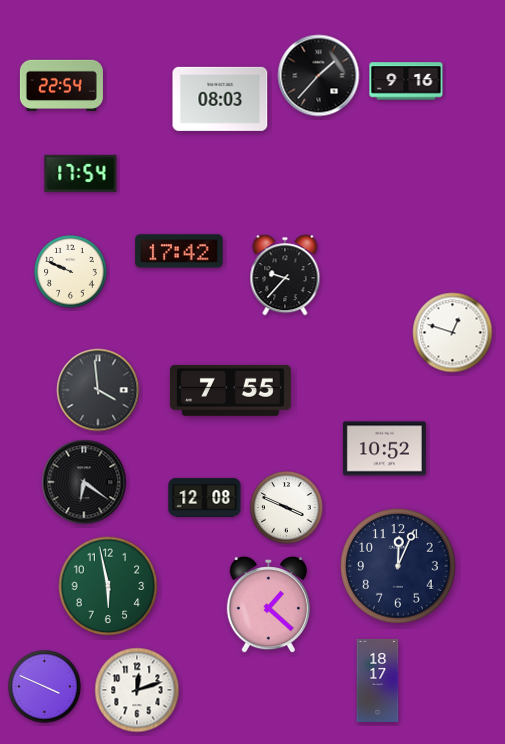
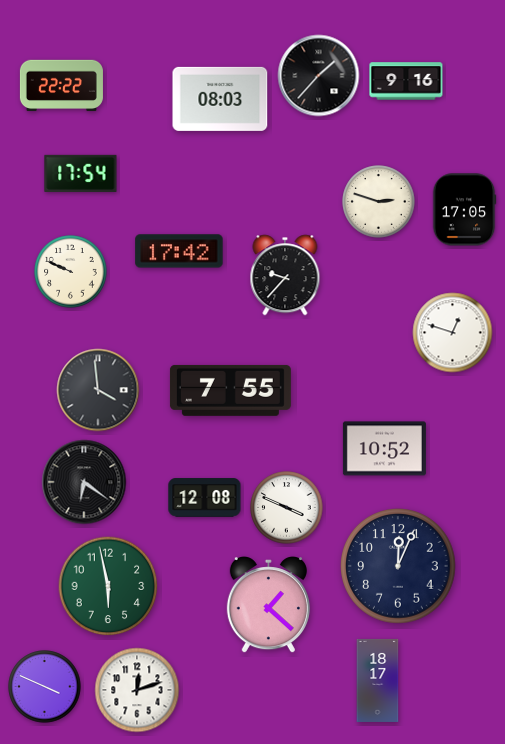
clock at (61, 86): 22:54 -> 22:22
clock at (379, 202): none -> 2:48
clock at (464, 210): none -> 17:05
